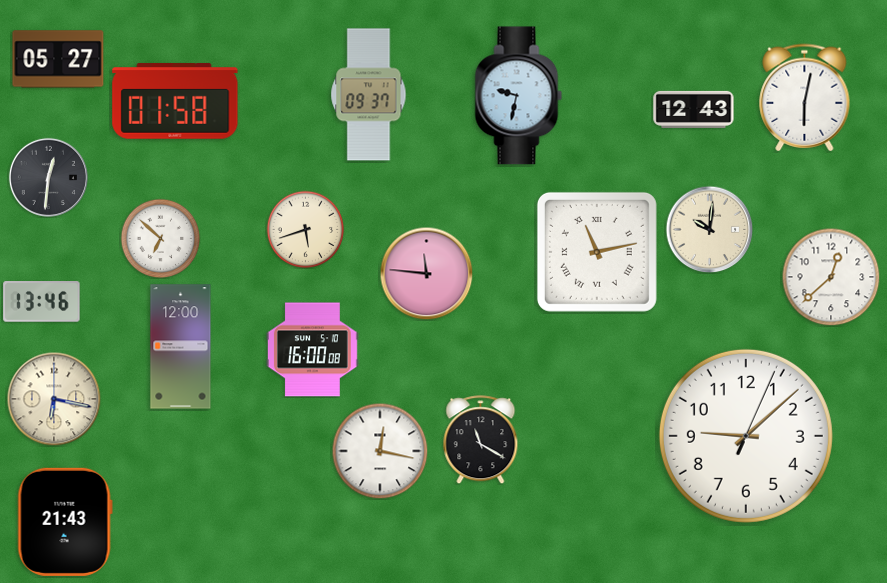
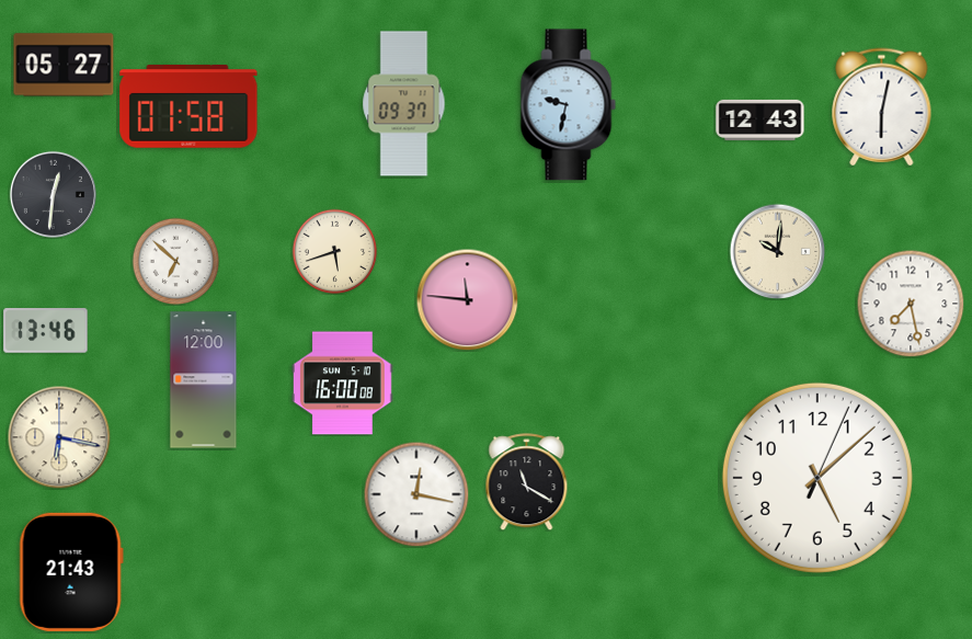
clock at (175, 102) position: (175, 102) -> (188, 107)
clock at (597, 252): 11:13 -> none
clock at (831, 277): 12:38 -> 7:28
clock at (181, 347) position: (181, 347) -> (204, 380)
clock at (746, 436): 9:08 -> 5:08
